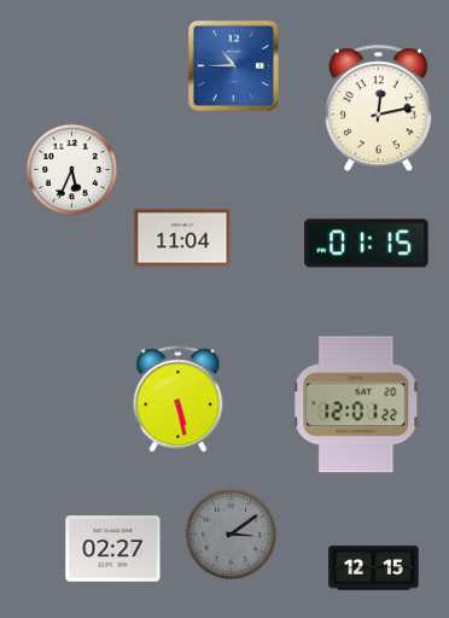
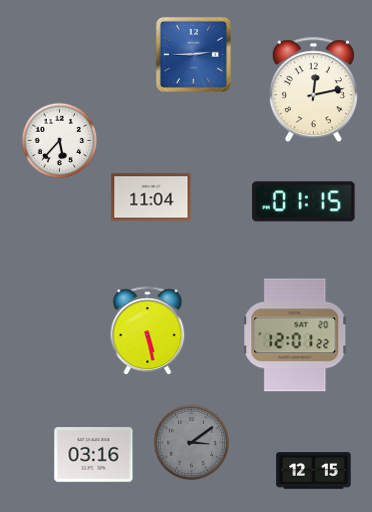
clock at (233, 65): 10:45 -> 2:45
clock at (72, 170): 5:34 -> 5:37
clock at (113, 549): 02:27 -> 03:16
clock at (374, 569) position: (374, 569) -> (314, 471)
